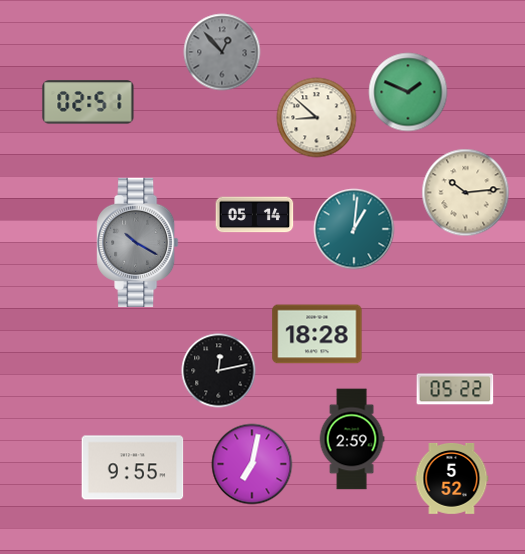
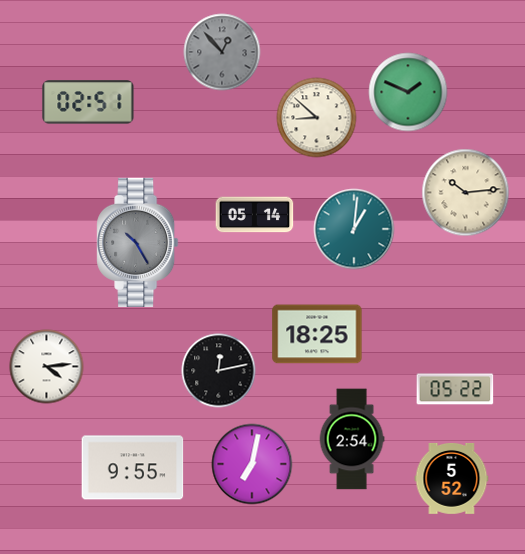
clock at (138, 242): 10:20 -> 10:25
clock at (317, 334): 18:28 -> 18:25
clock at (47, 367): none -> 4:14
clock at (352, 439): 2:59 -> 2:54
